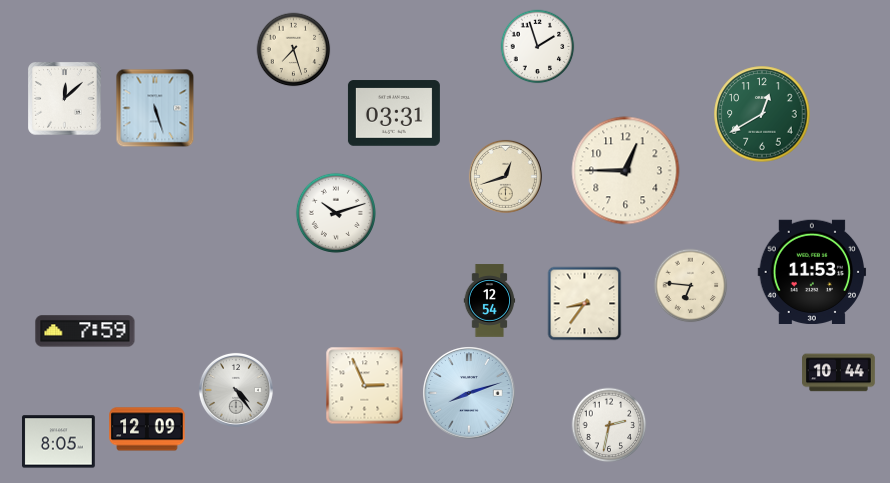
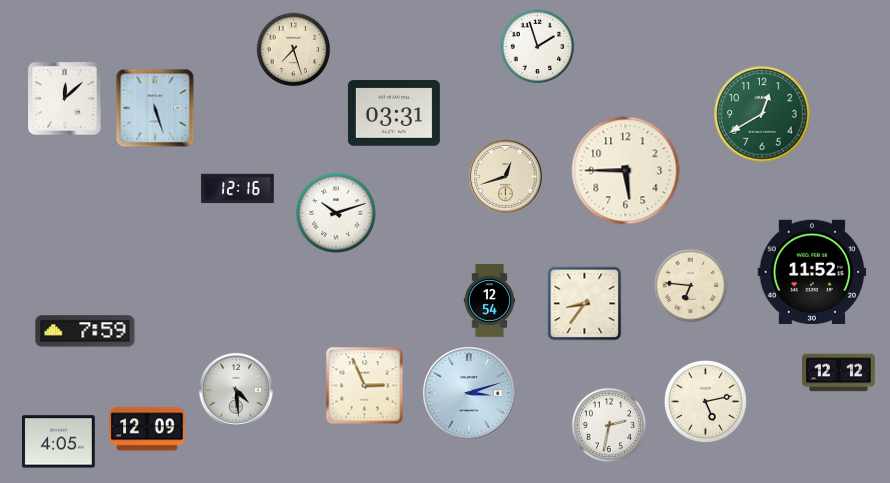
clock at (626, 171): 12:45 -> 5:45
clock at (238, 189): none -> 12:16
clock at (812, 271): 11:53 -> 11:52
clock at (839, 373): 10:44 -> 12:12
clock at (236, 390): 4:24 -> 4:29
clock at (469, 393): 8:12 -> 3:12
clock at (705, 401): none -> 5:13
clock at (59, 442): 8:05 -> 4:05
